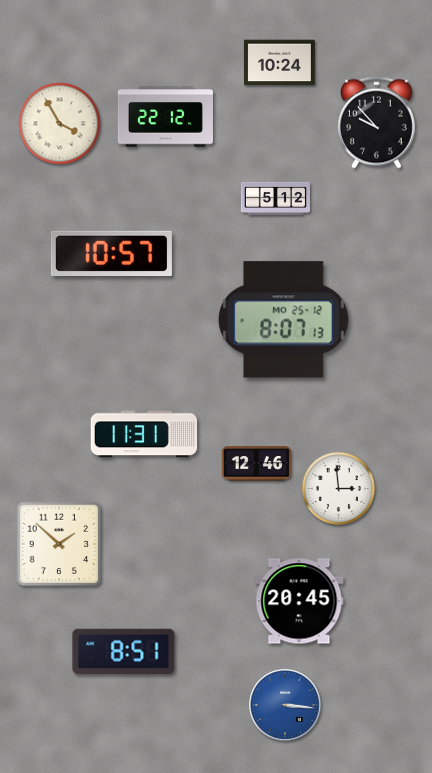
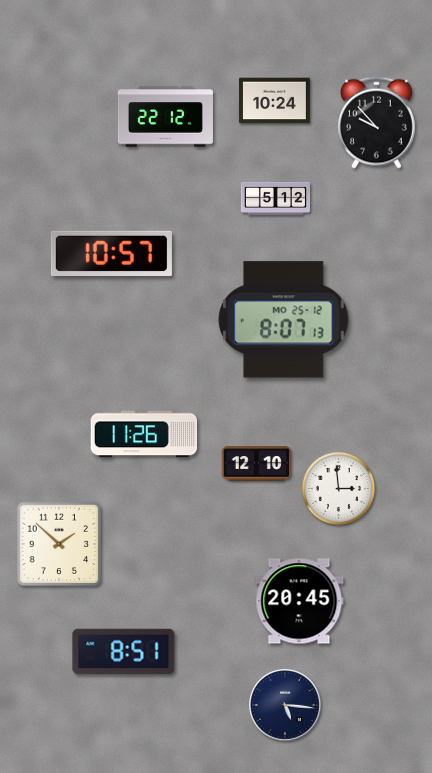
clock at (280, 63) position: (280, 63) -> (275, 101)
clock at (60, 124): 3:55 -> none
clock at (144, 434): 11:31 -> 11:26
clock at (256, 464): 12:46 -> 12:10
clock at (286, 706): 3:16 -> 5:16
clock at (286, 706) dial: blue -> navy
